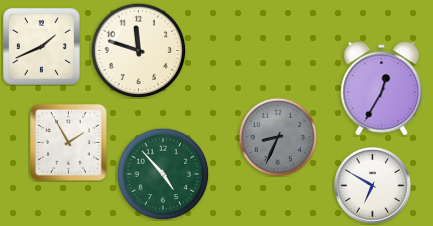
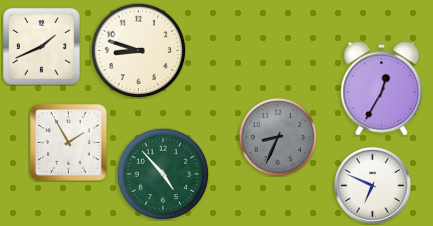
clock at (138, 50): 11:48 -> 8:48
clock at (373, 186): 6:50 -> 6:49
